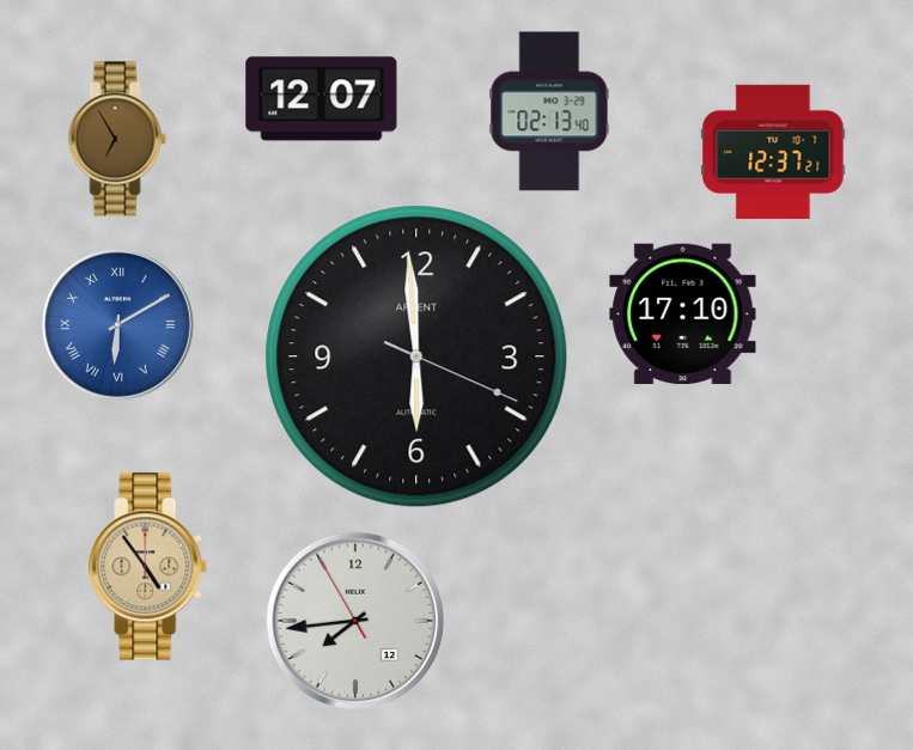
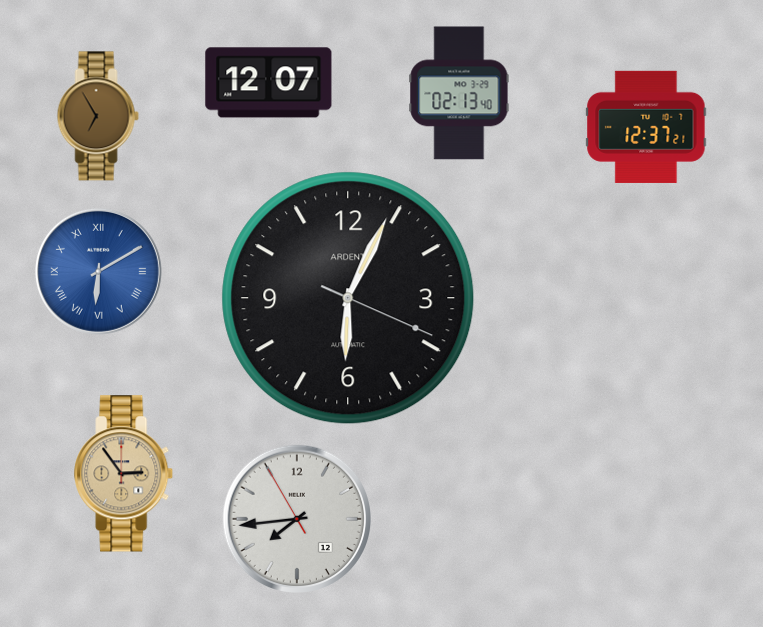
clock at (683, 313): 17:10 -> none
clock at (416, 356): 5:59 -> 6:04
clock at (148, 567): 4:54 -> 2:54
